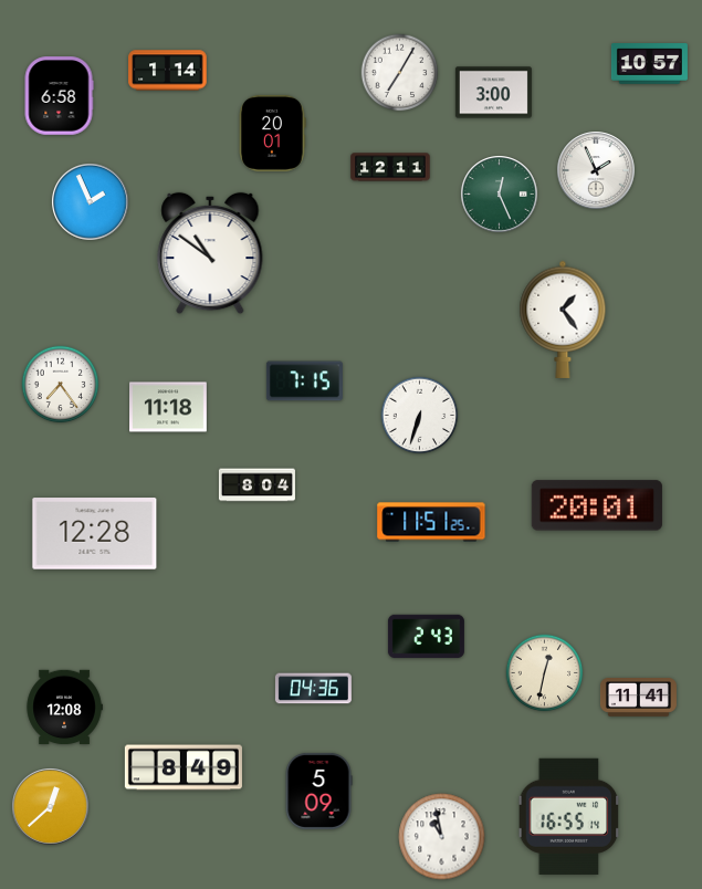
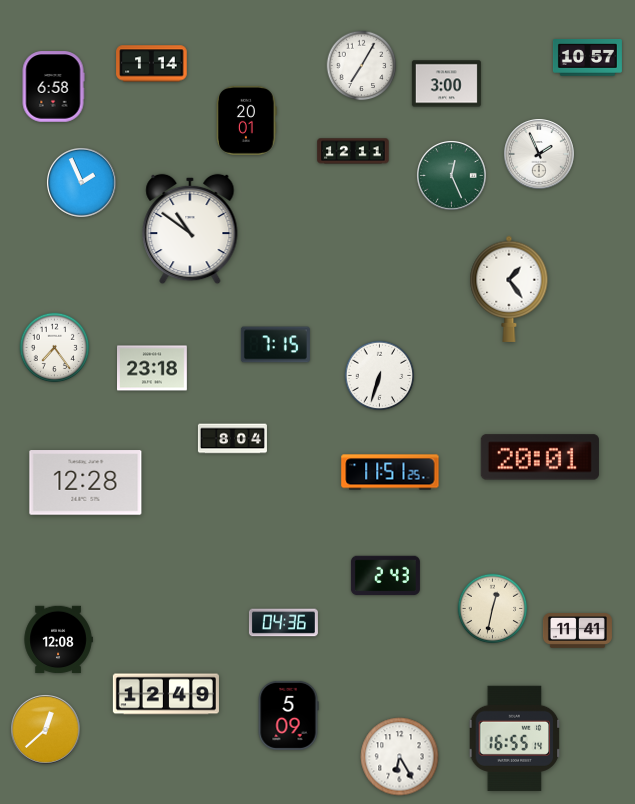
clock at (169, 407): 11:18 -> 23:18
clock at (184, 767): 8:49 -> 12:49
clock at (442, 837): 10:58 -> 6:25
